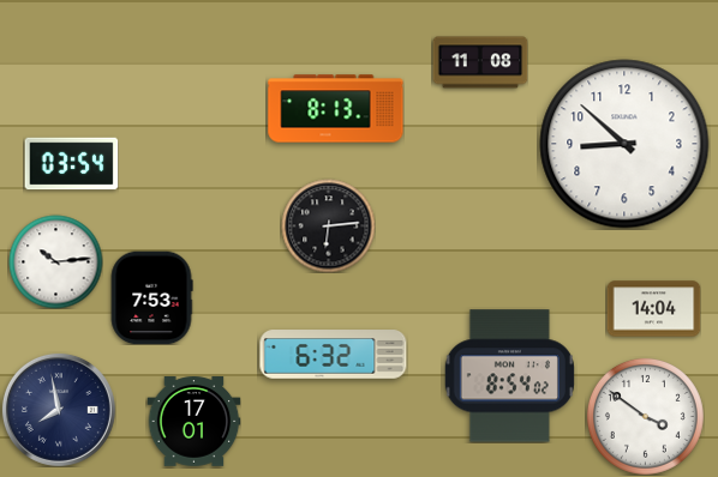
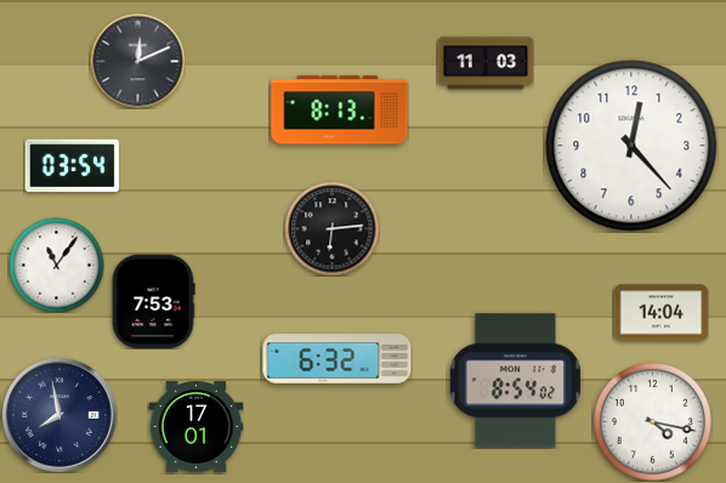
clock at (137, 61): none -> 12:11
clock at (480, 62): 11:08 -> 11:03
clock at (624, 144): 8:52 -> 12:23
clock at (55, 261): 10:14 -> 11:06
clock at (645, 416): 3:51 -> 4:17
